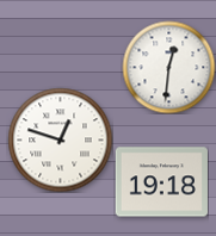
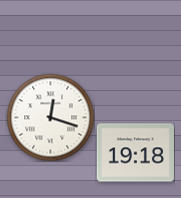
clock at (168, 67): 12:31 -> none
clock at (60, 139): 12:48 -> 12:18
